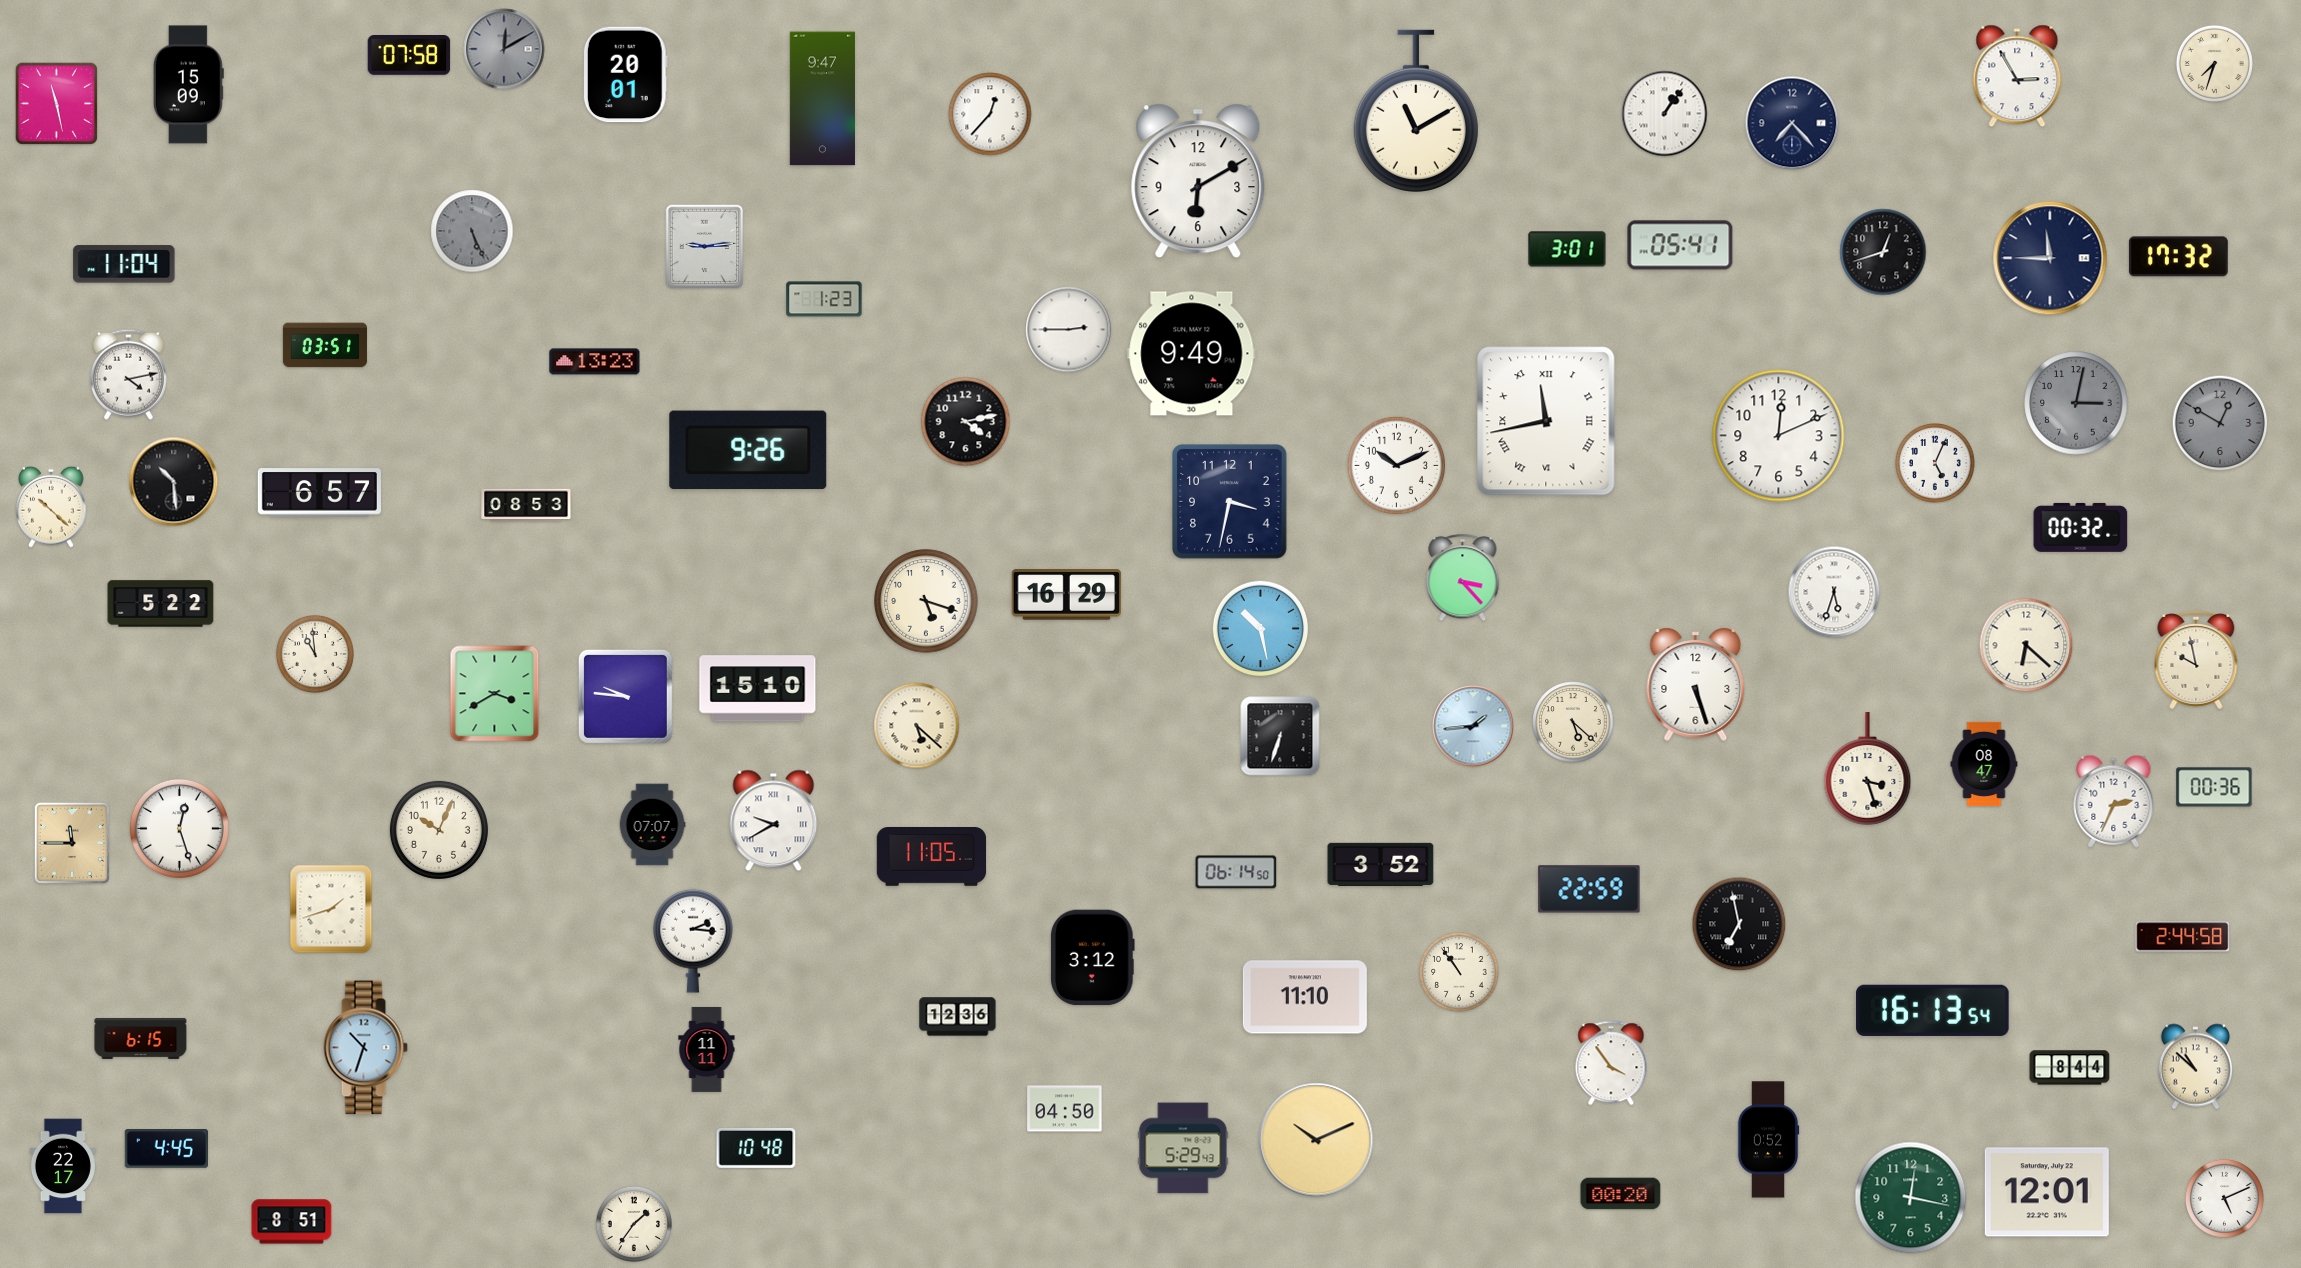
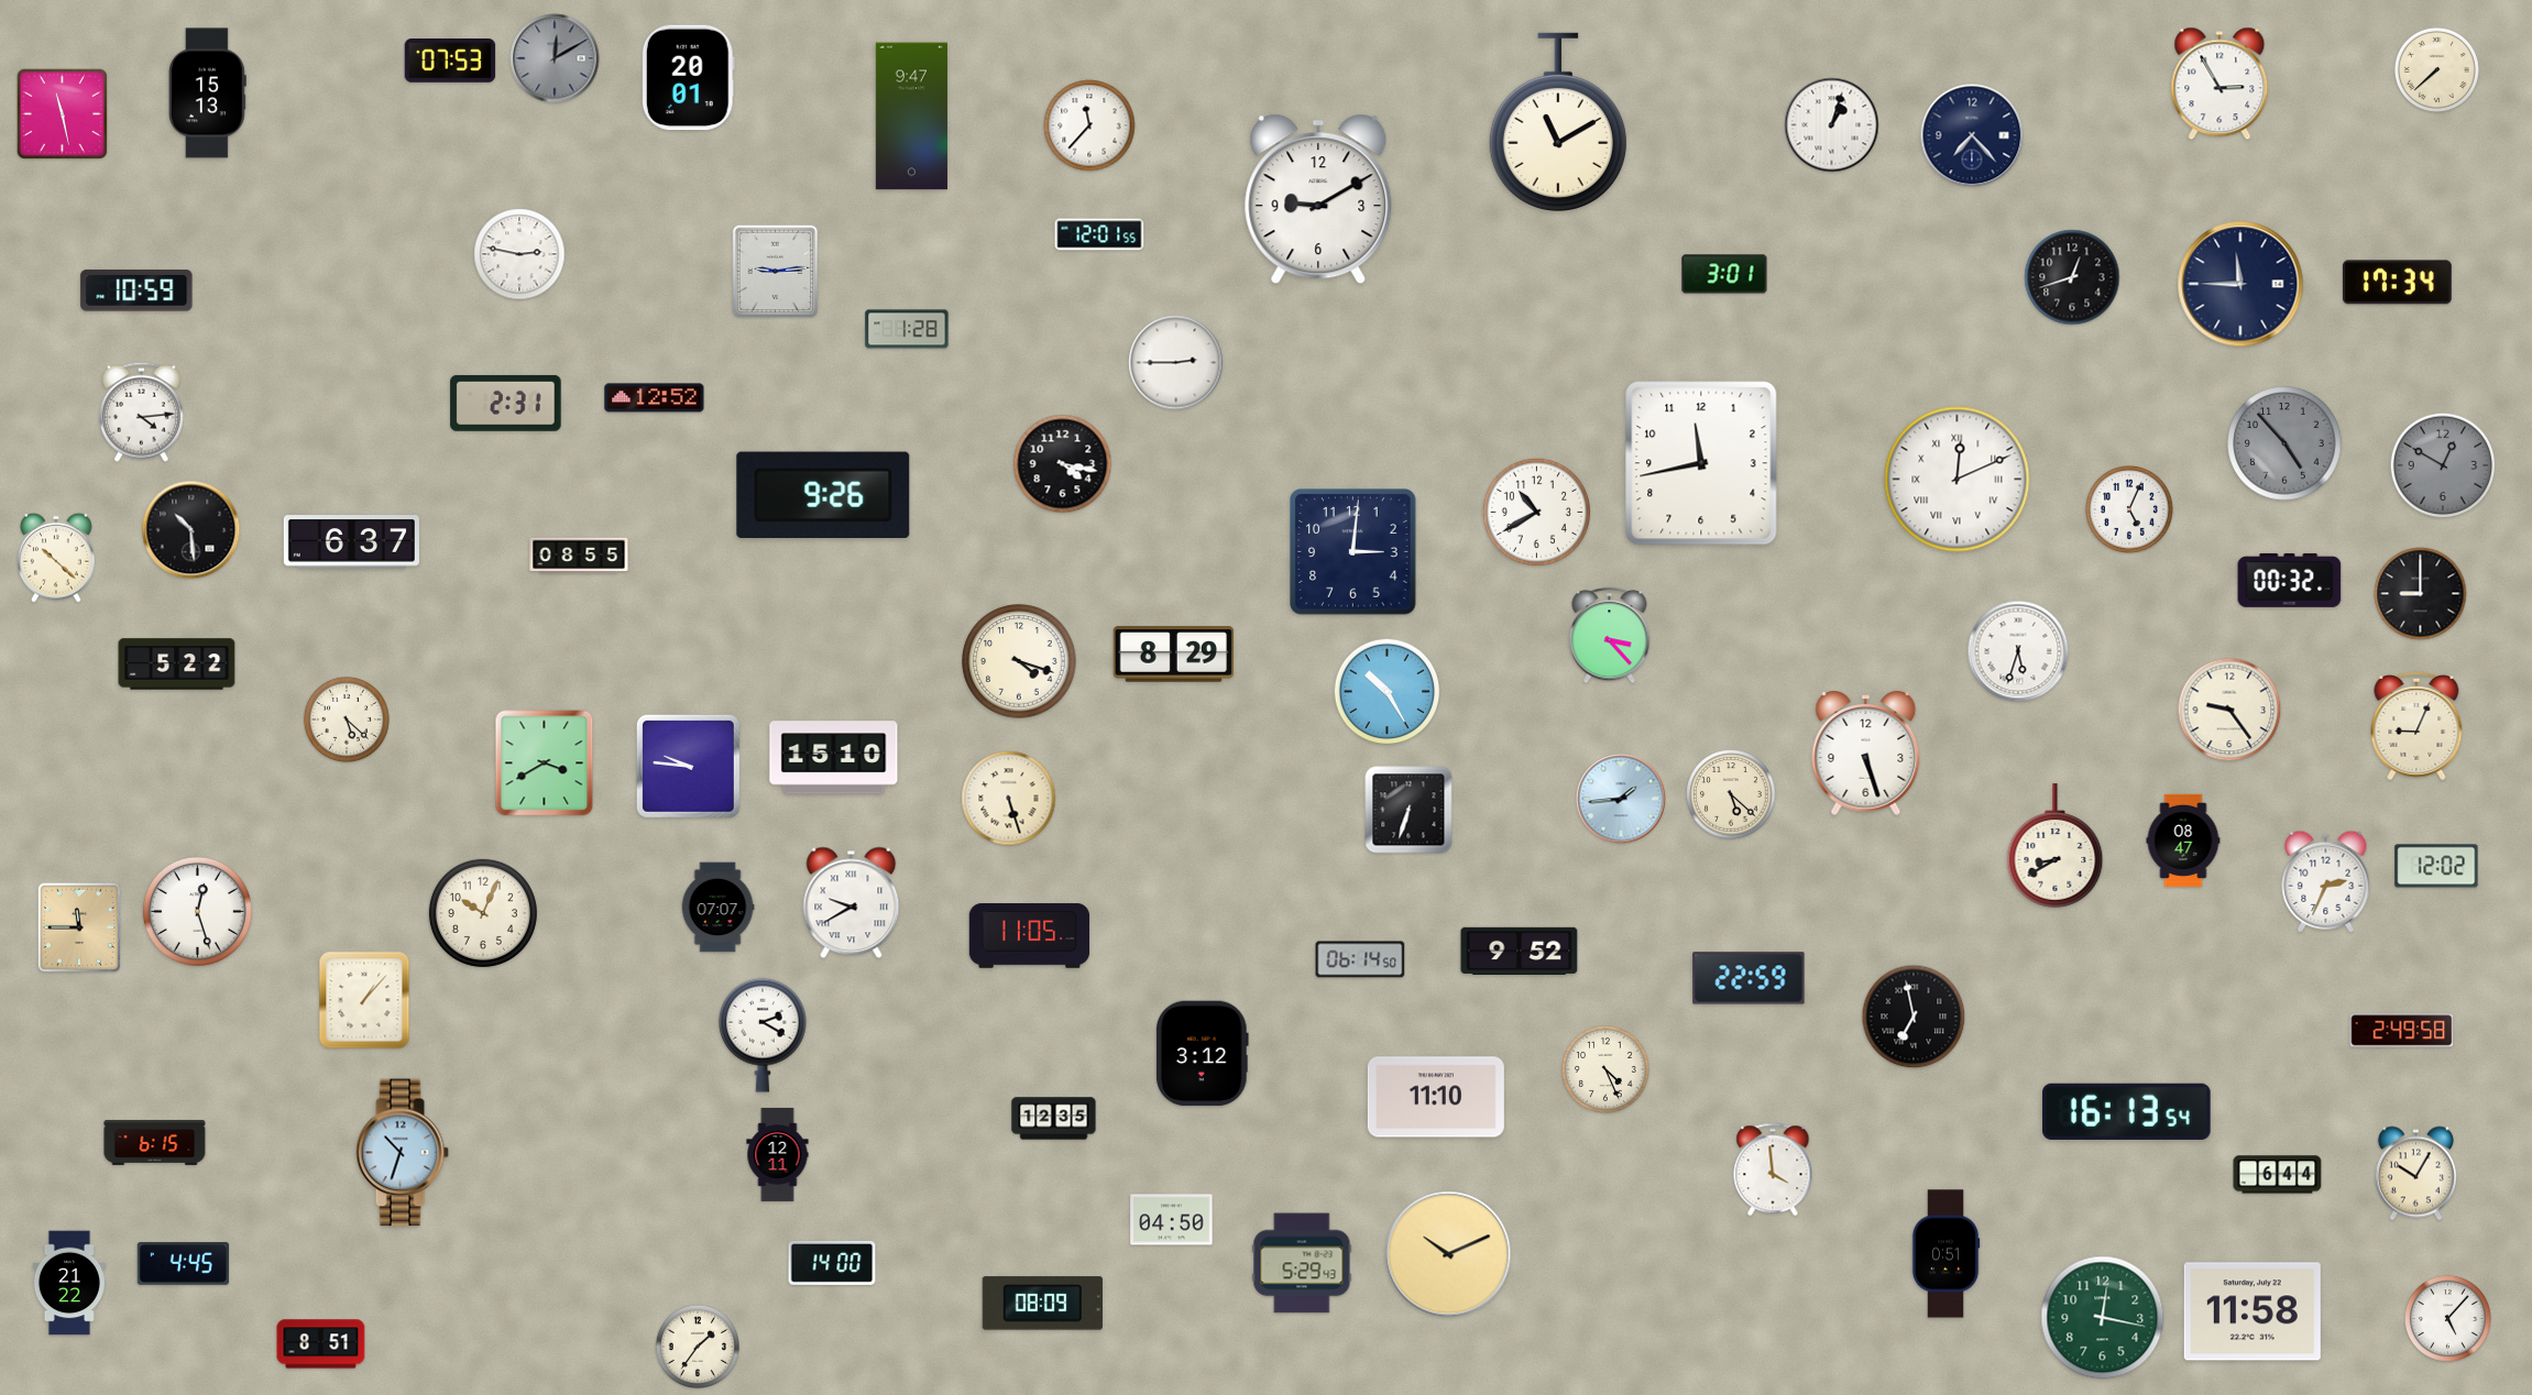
clock at (504, 49) position: (504, 49) -> (555, 58)
clock at (409, 56): 07:58 -> 07:53
clock at (2214, 63): 7:33 -> 7:38
clock at (625, 75) position: (625, 75) -> (688, 78)
clock at (188, 85): 15:09 -> 15:13
clock at (822, 99) position: (822, 99) -> (911, 117)
clock at (990, 114): 12:37 -> 11:37
clock at (1665, 114): 1:06 -> 1:03
clock at (1198, 181): 6:10 -> 9:10
clock at (1099, 234): none -> 12:01
clock at (472, 231): 5:26 -> 2:47
clock at (472, 231) dial: grey -> white
clock at (1680, 245): 05:41 -> none
clock at (2178, 257): 17:32 -> 17:34
clock at (2050, 258) position: (2050, 258) -> (2240, 284)
clock at (124, 264): 11:04 -> 10:59
clock at (824, 299): 1:23 -> 1:28
clock at (325, 345): 03:51 -> none
clock at (1192, 354): 9:49 -> none
clock at (595, 362): 13:23 -> 12:52
clock at (506, 403): none -> 2:31
clock at (128, 374): 4:13 -> 4:14
clock at (2076, 403): 3:02 -> 4:53
clock at (1546, 421) numerals: Roman -> Arabic
clock at (966, 422): 4:13 -> 4:17
clock at (1779, 436) numerals: Arabic -> Roman
clock at (1396, 465): 10:11 -> 10:40
clock at (319, 493): 6:57 -> 6:37
clock at (1230, 502): 3:32 -> 3:01
clock at (526, 505): 08:53 -> 08:55
clock at (2421, 594): none -> 9:00
clock at (1066, 595): 16:29 -> 8:29
clock at (926, 601): 5:18 -> 4:18
clock at (1261, 629): 10:28 -> 10:25
clock at (2026, 645): 6:22 -> 9:24
clock at (315, 654): 10:59 -> 5:22
clock at (2196, 660): 9:58 -> 9:04
clock at (917, 726): 5:22 -> 5:27
clock at (1868, 769): 3:27 -> 8:40
clock at (2214, 787): 00:36 -> 12:02
clock at (932, 857) position: (932, 857) -> (1030, 936)
clock at (1381, 864): 3:52 -> 9:52
clock at (331, 909): 1:42 -> 1:07
clock at (2183, 937): 2:44 -> 2:49
clock at (693, 941): 2:16 -> 2:20
clock at (1460, 973): 10:54 -> 4:26
clock at (958, 1017): 12:36 -> 12:35
clock at (707, 1049): 11:11 -> 12:11
clock at (1611, 1063): 3:54 -> 3:59
clock at (2195, 1067): 10:52 -> 10:05
clock at (2070, 1068): 8:44 -> 6:44
clock at (1768, 1140): 0:52 -> 0:51
clock at (756, 1148): 10:48 -> 14:00
clock at (63, 1166): 22:17 -> 21:22
clock at (1042, 1304): none -> 08:09
clock at (2047, 1192): 12:01 -> 11:58
clock at (1621, 1194): 00:20 -> none
clock at (2224, 1198): 5:11 -> 5:07
